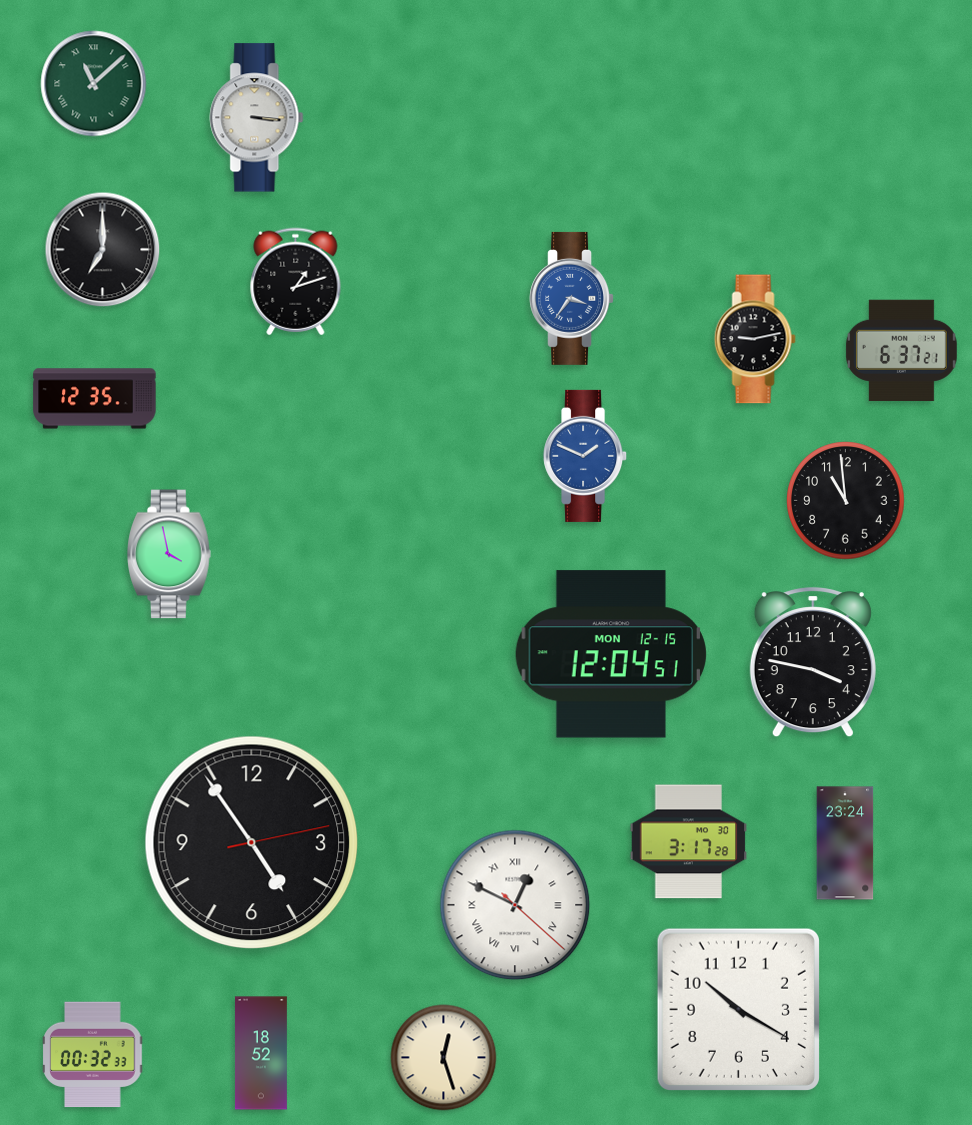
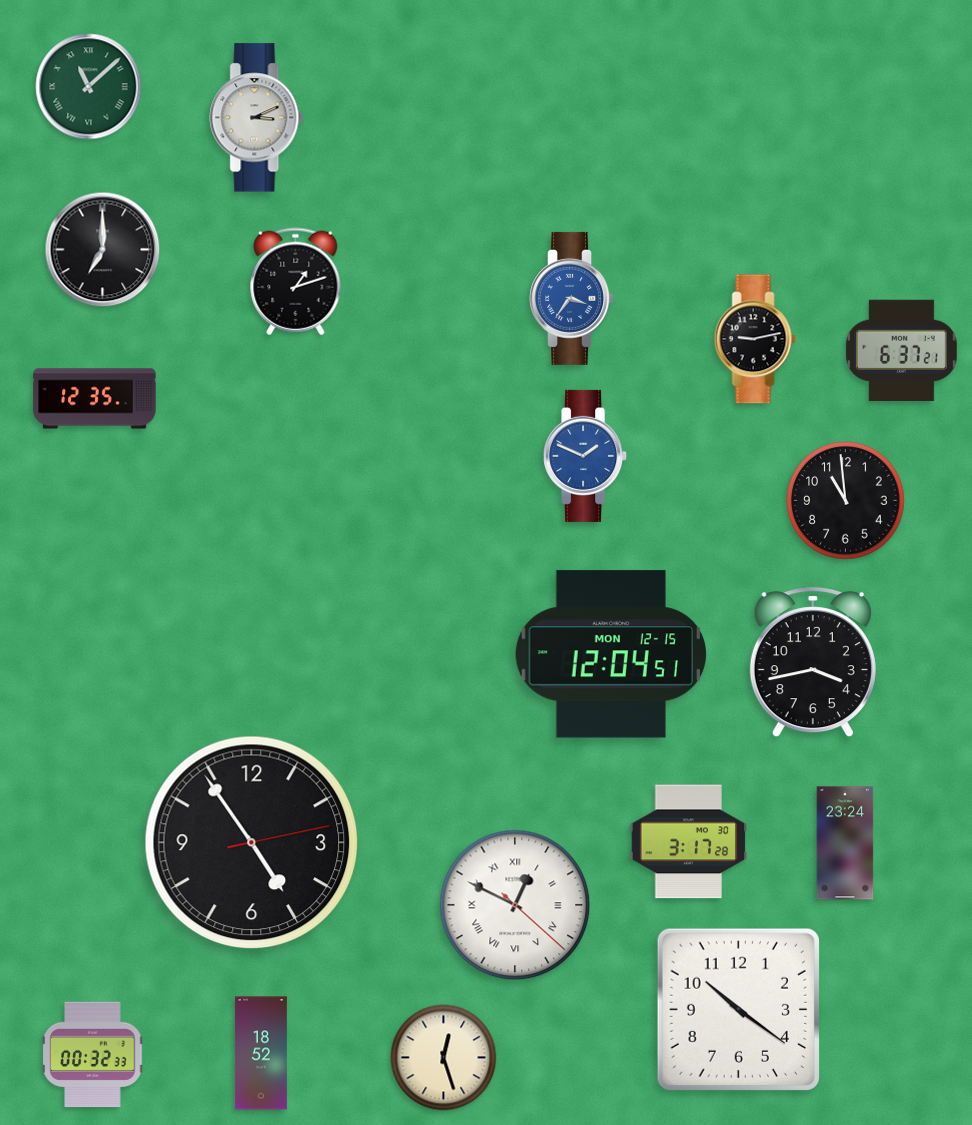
clock at (94, 84) position: (94, 84) -> (89, 87)
clock at (257, 118): 3:16 -> 3:11
clock at (170, 554): 3:58 -> none
clock at (813, 663): 3:47 -> 3:43
clock at (738, 1009): 10:20 -> 10:21
